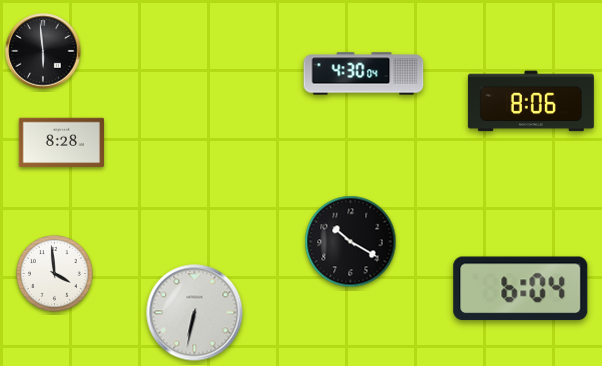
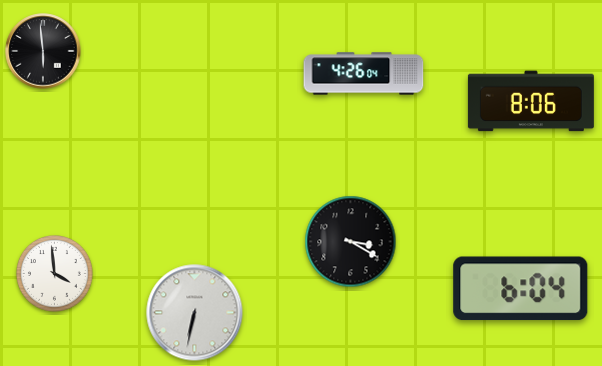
clock at (364, 74): 4:30 -> 4:26
clock at (61, 143): 8:28 -> none
clock at (351, 242): 10:20 -> 3:20
